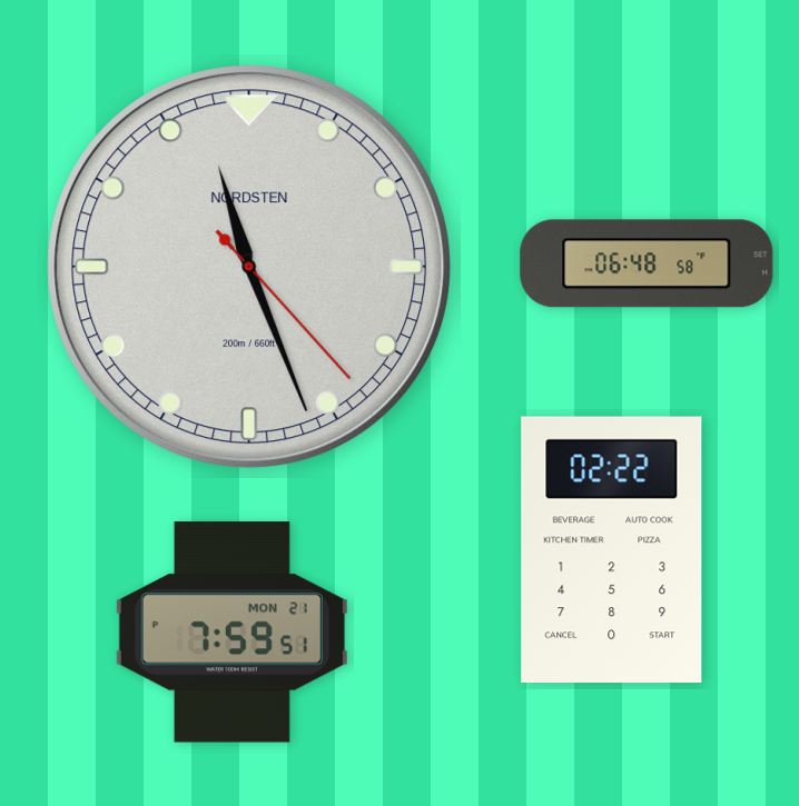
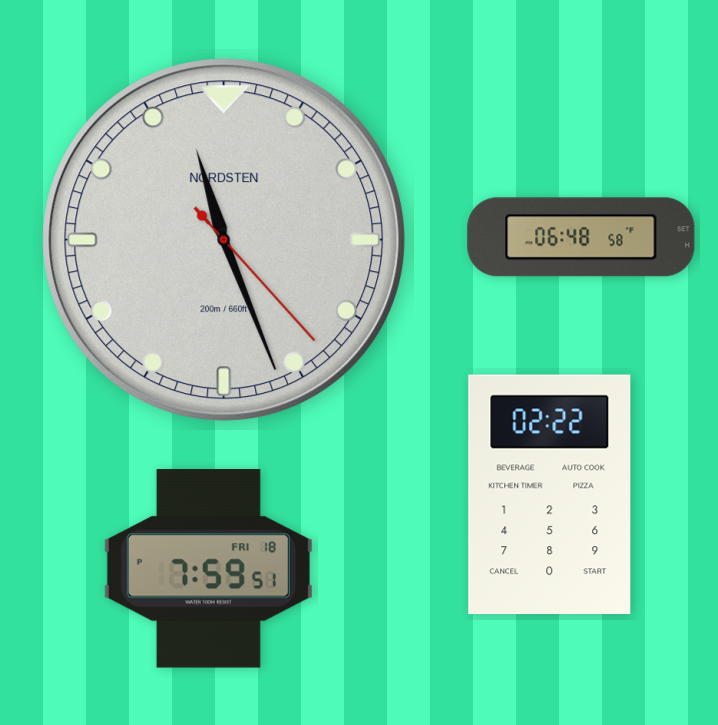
clock at (231, 633) date: MON 21 -> FRI 18
